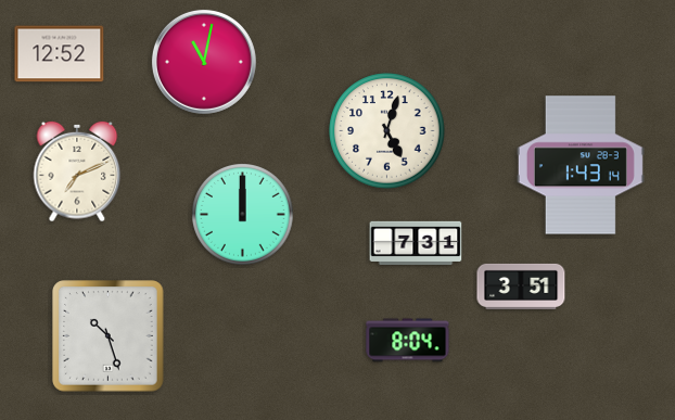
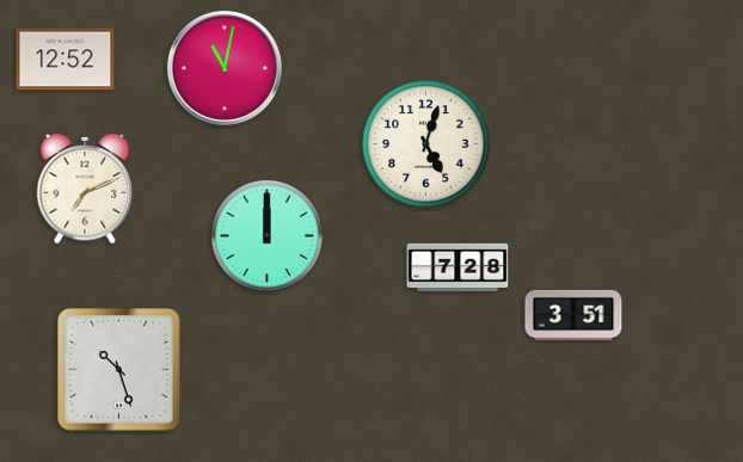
clock at (581, 165): 1:43 -> none
clock at (416, 242): 7:31 -> 7:28
clock at (408, 341): 8:04 -> none
